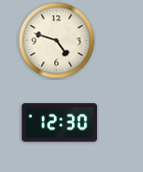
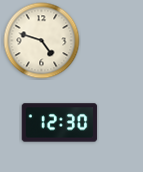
clock at (57, 41) position: (57, 41) -> (42, 41)
